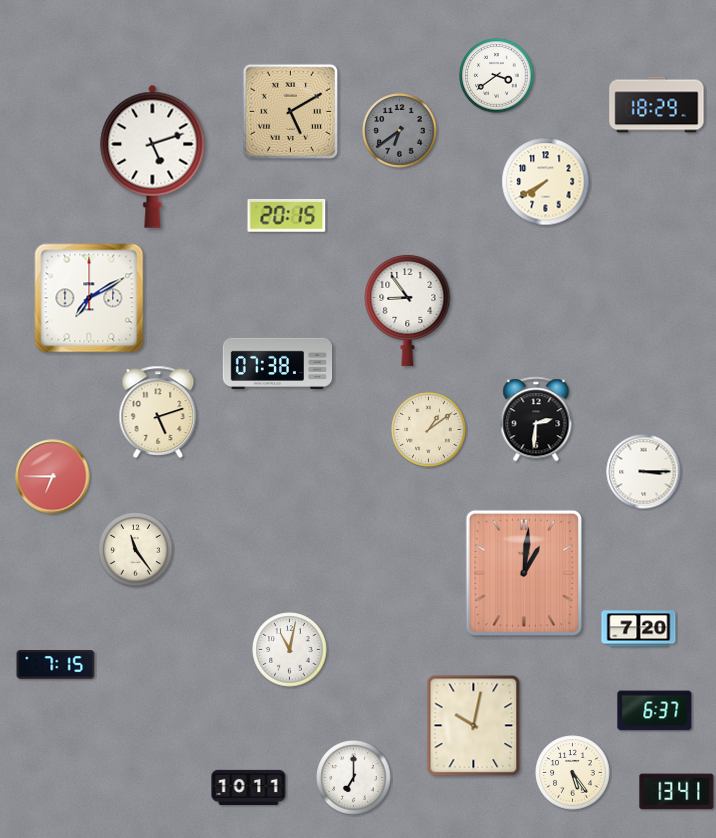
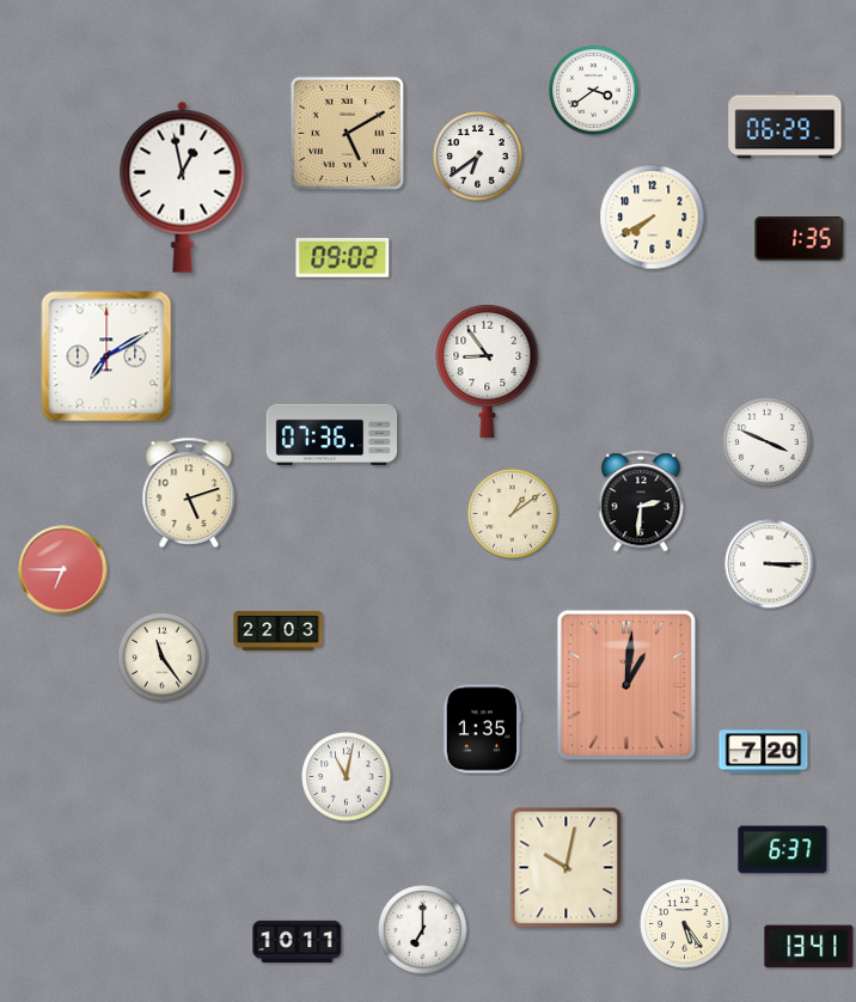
clock at (657, 105): 18:29 -> 06:29
clock at (400, 131) dial: grey -> white
clock at (153, 156): 5:12 -> 12:58
clock at (800, 239): none -> 1:35
clock at (287, 216): 20:15 -> 09:02
clock at (278, 363): 07:38 -> 07:36
clock at (768, 442): none -> 3:49
clock at (279, 630): none -> 22:03
clock at (483, 729): none -> 1:35
clock at (56, 665): 7:15 -> none
